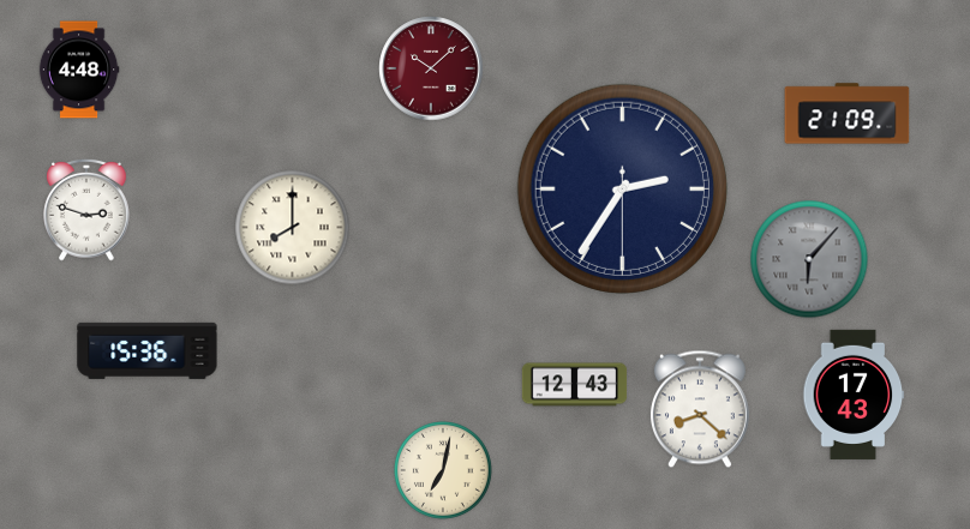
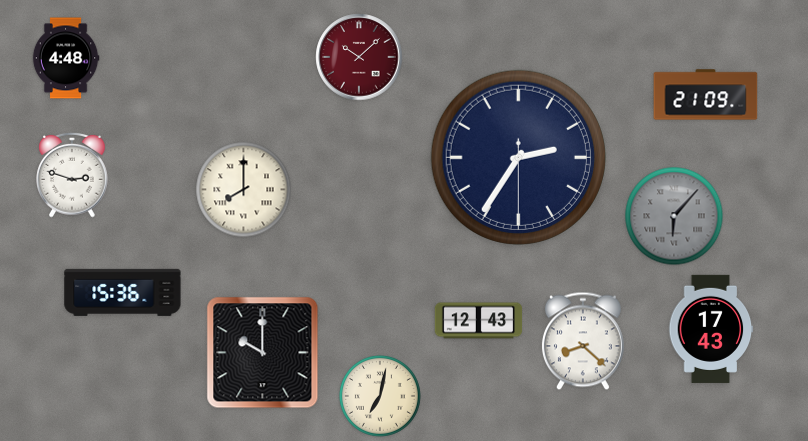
clock at (263, 353): none -> 10:00
clock at (443, 470) position: (443, 470) -> (380, 396)
